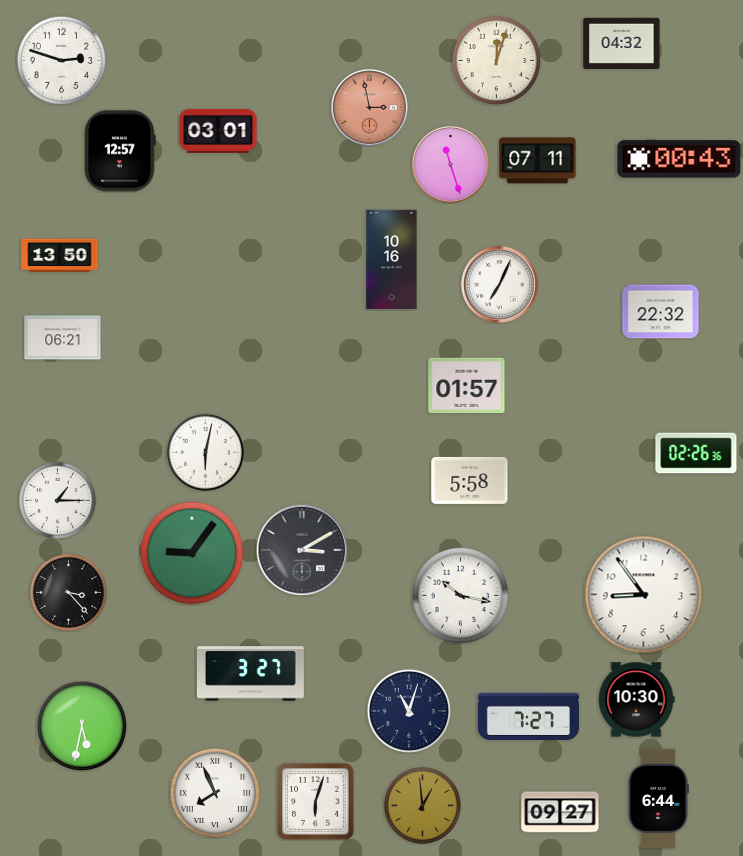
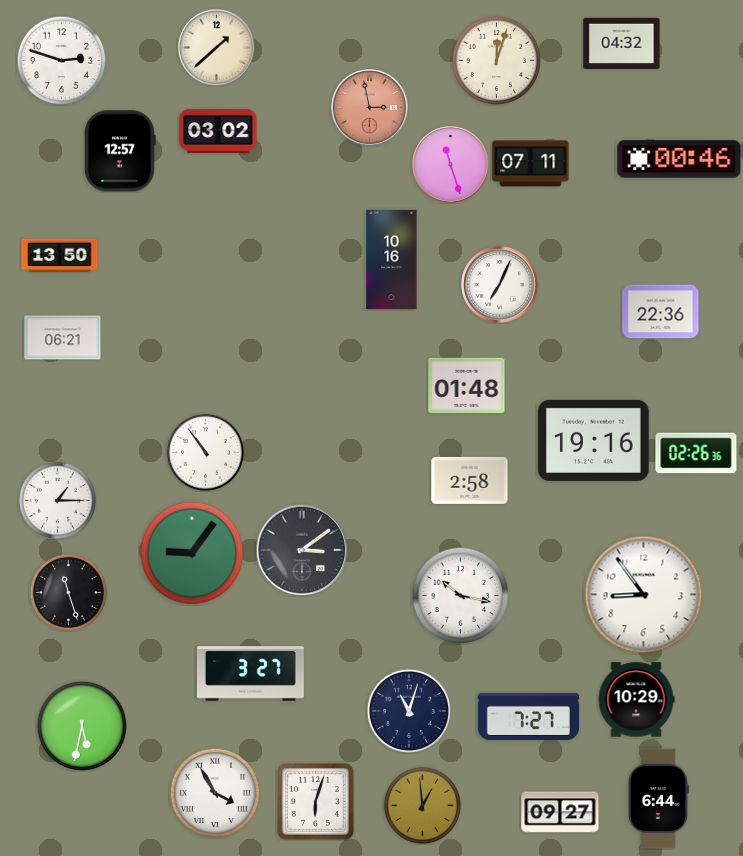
clock at (217, 48): none -> 1:38
clock at (218, 131): 03:01 -> 03:02
clock at (679, 159): 00:43 -> 00:46
clock at (538, 161) position: (538, 161) -> (531, 164)
clock at (661, 312): 22:32 -> 22:36
clock at (467, 385): 01:57 -> 01:48
clock at (594, 440): none -> 19:16
clock at (205, 452): 6:02 -> 10:54
clock at (470, 480): 5:58 -> 2:58
clock at (302, 550): 3:10 -> 3:09
clock at (68, 592): 3:23 -> 11:27
clock at (636, 700): 10:30 -> 10:29
clock at (215, 793): 7:56 -> 3:55
